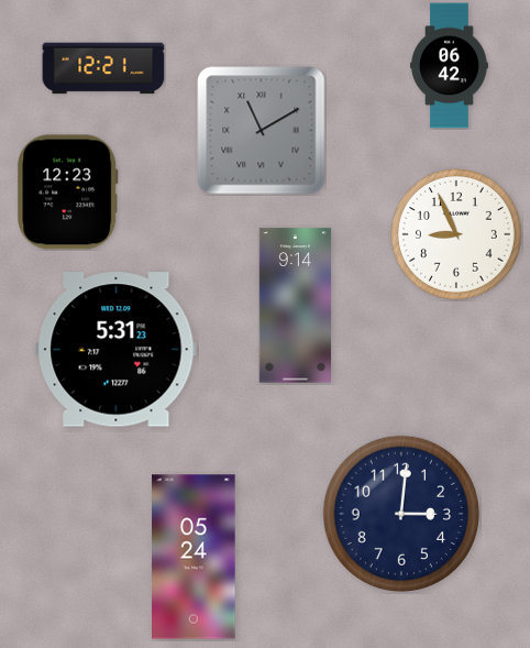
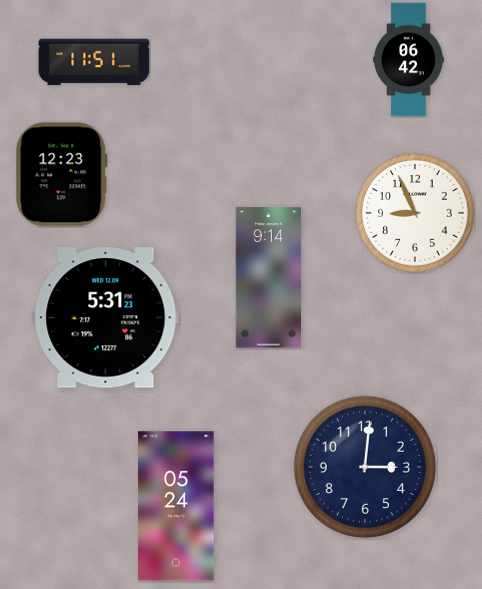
clock at (103, 68): 12:21 -> 11:51
clock at (262, 131): 11:10 -> none
